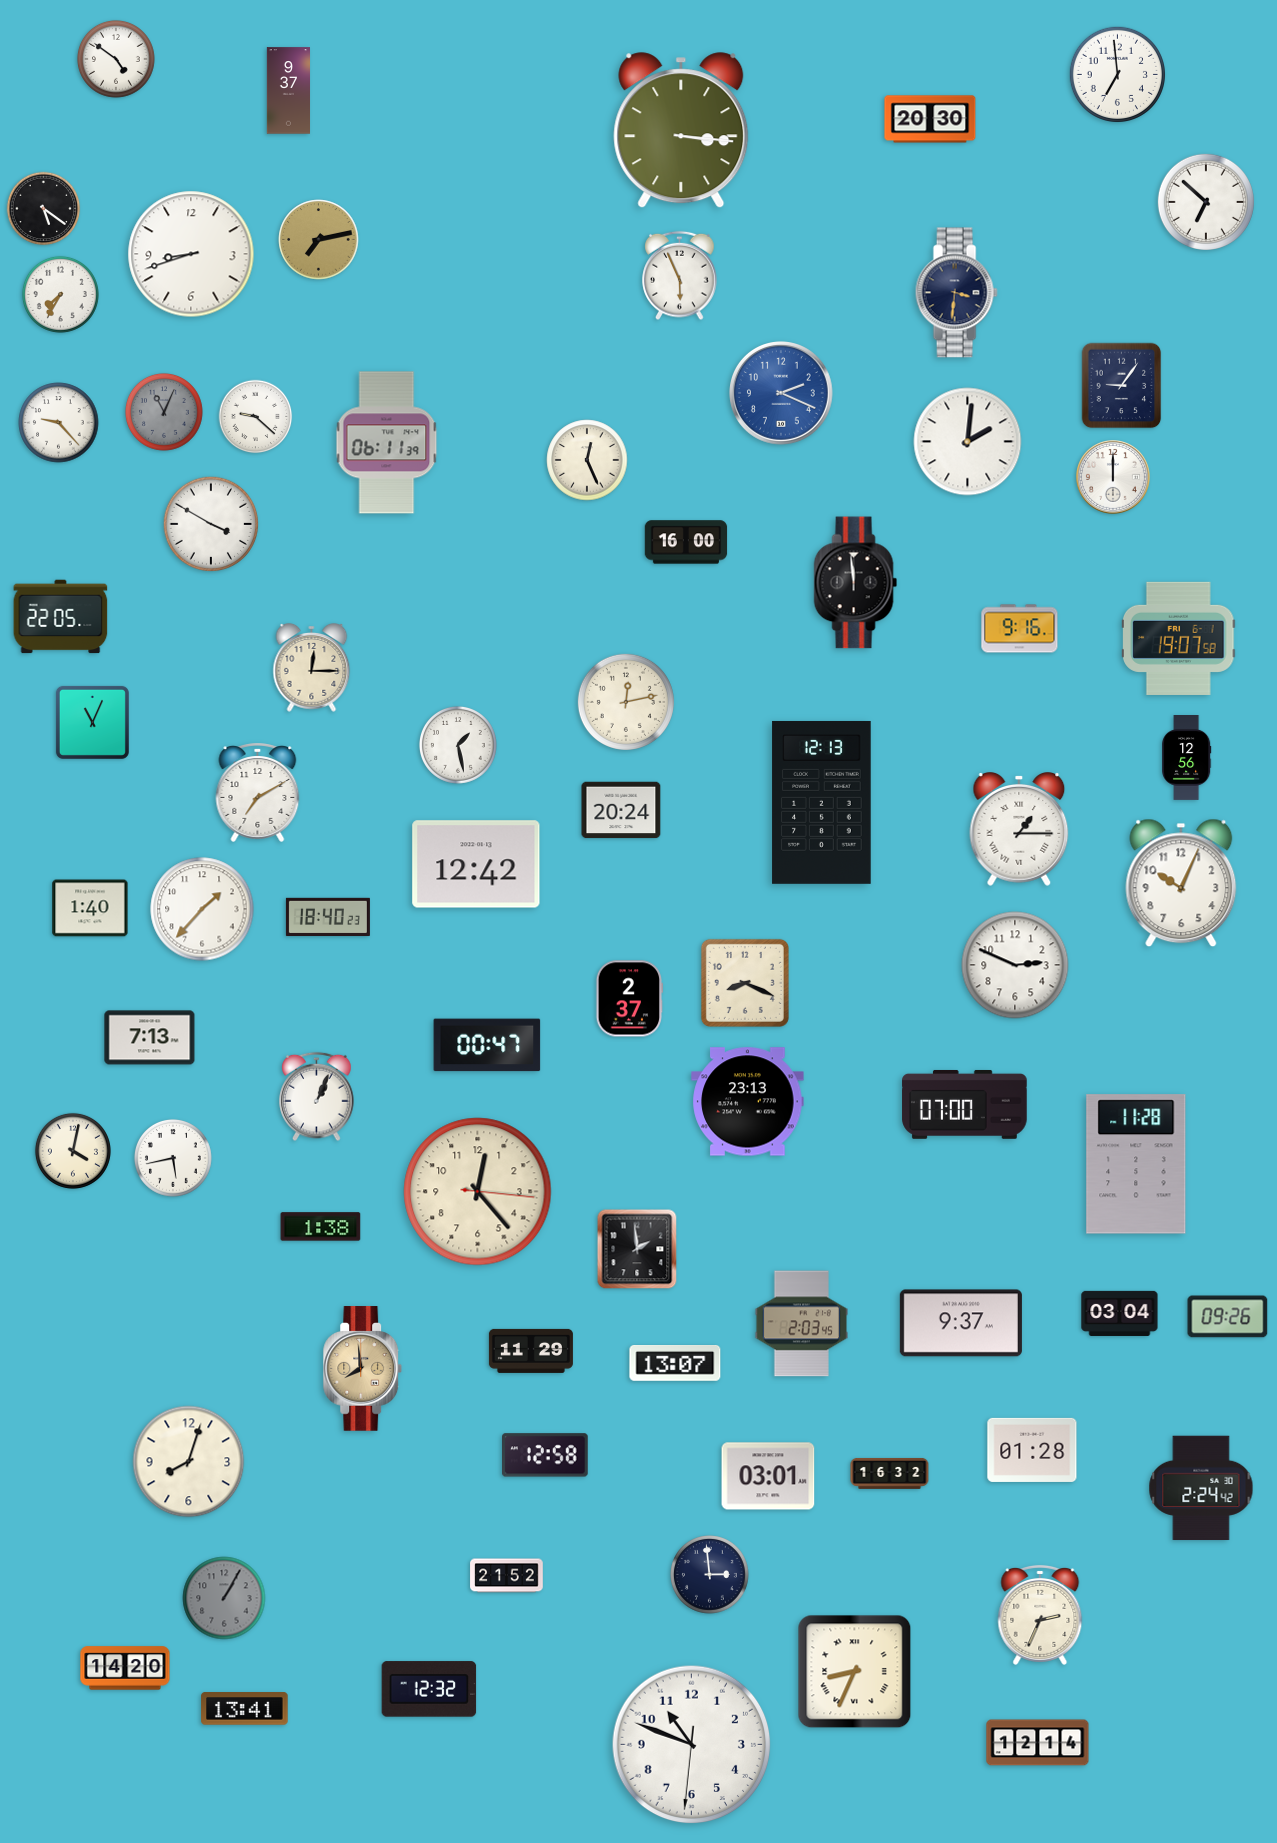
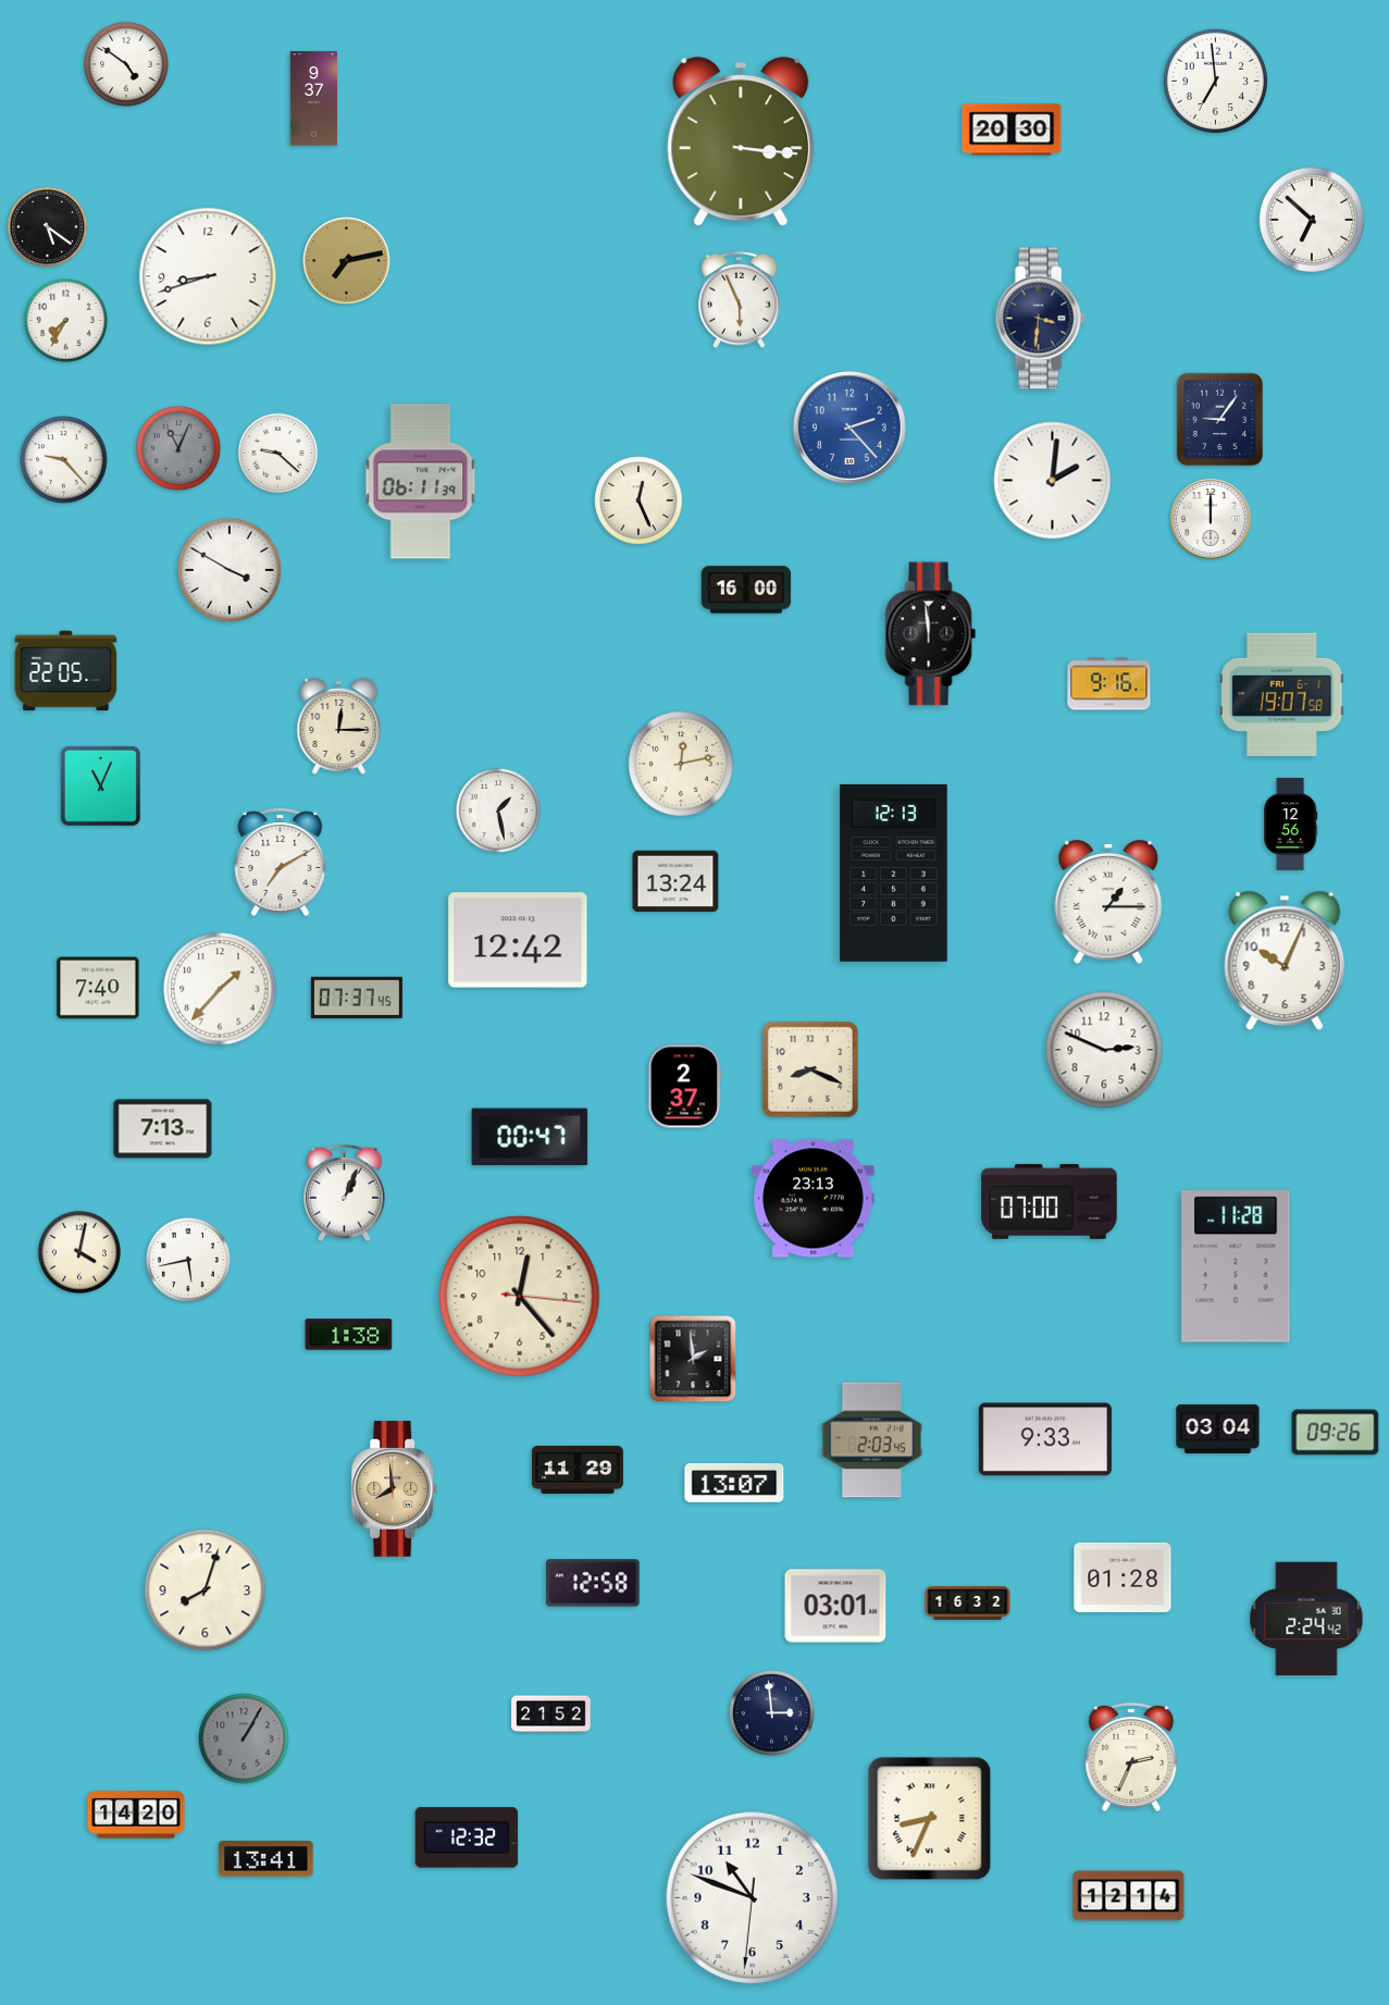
clock at (782, 394): 2:19 -> 2:23
clock at (621, 810): 20:24 -> 13:24
clock at (90, 908): 1:40 -> 7:40
clock at (328, 917): 18:40 -> 07:37
clock at (961, 1323): 9:37 -> 9:33
